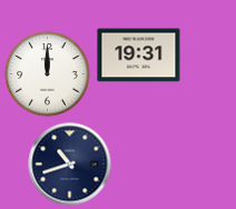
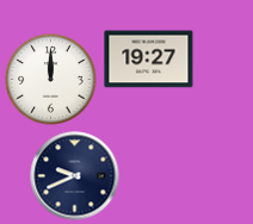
clock at (139, 56): 19:31 -> 19:27
clock at (70, 165): 10:42 -> 9:41
